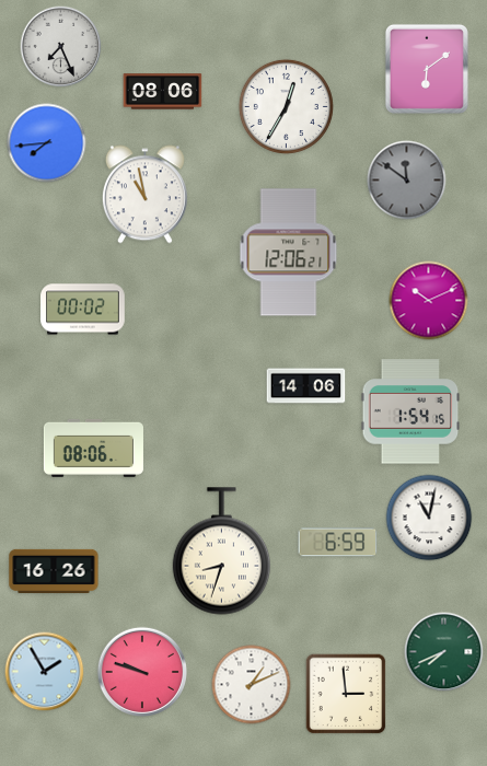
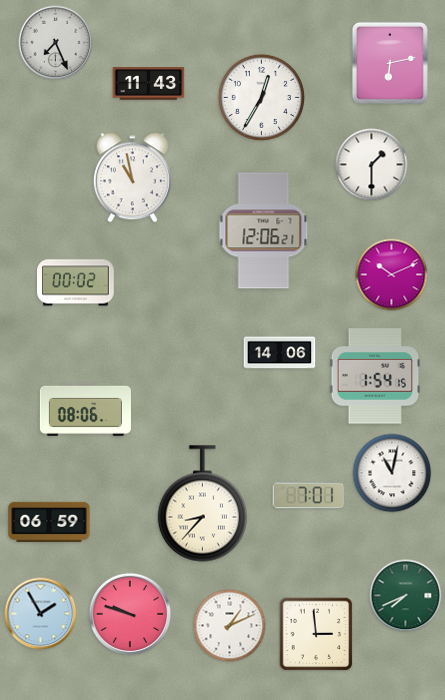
clock at (427, 69): 6:09 -> 6:13
clock at (163, 92): 08:06 -> 11:43
clock at (47, 143): 7:44 -> none
clock at (407, 181): 11:51 -> 1:30
clock at (407, 181) dial: grey -> white
clock at (338, 543): 6:59 -> 7:01
clock at (221, 552): 8:33 -> 8:37
clock at (54, 570): 16:26 -> 06:59
